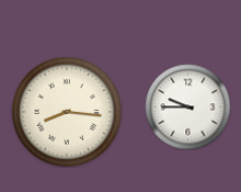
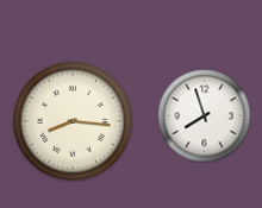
clock at (187, 106): 9:45 -> 7:57
